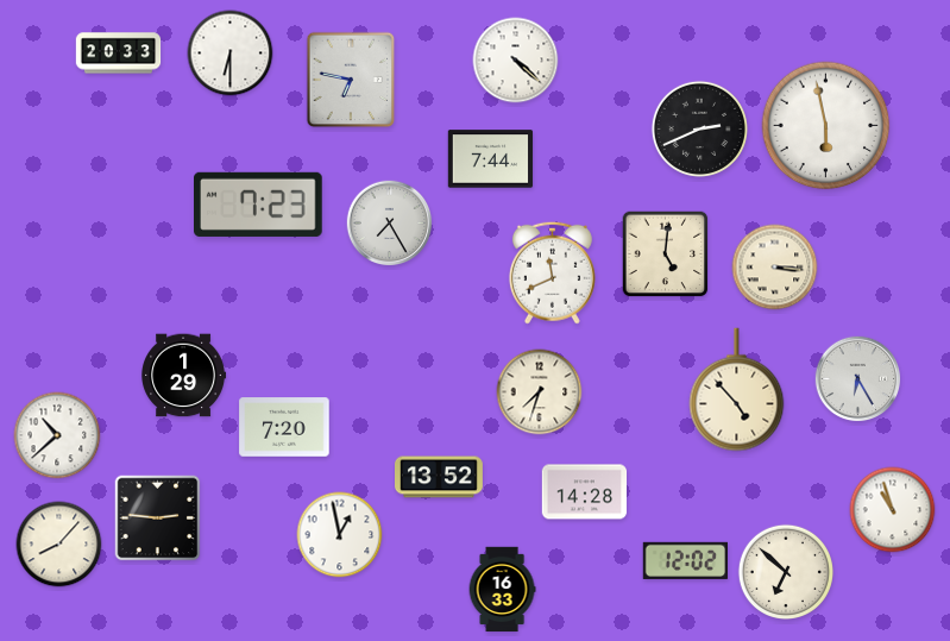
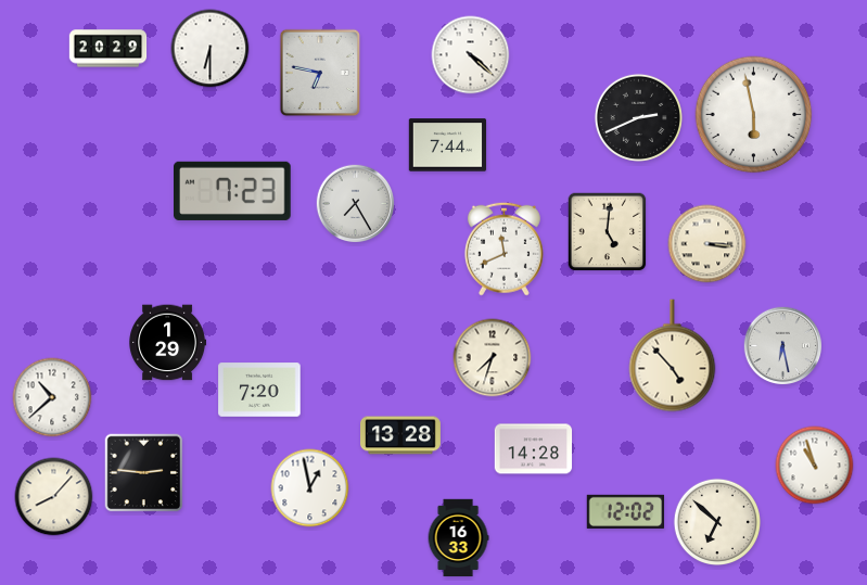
clock at (119, 54): 20:33 -> 20:29
clock at (259, 205) position: (259, 205) -> (233, 191)
clock at (858, 379): 6:25 -> 6:28
clock at (440, 477): 13:52 -> 13:28
